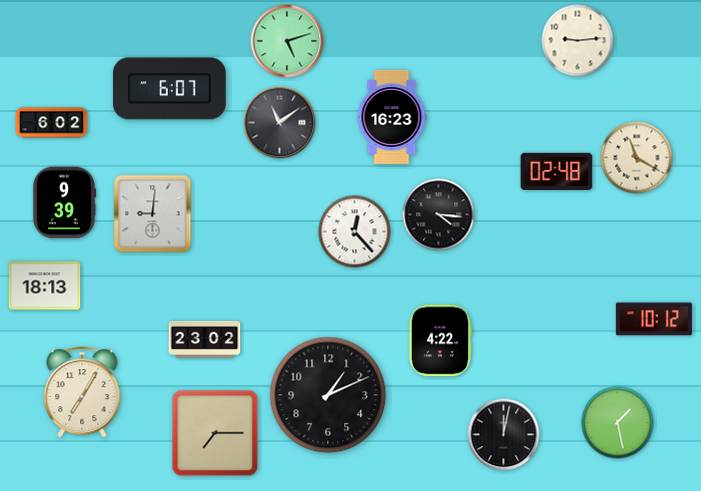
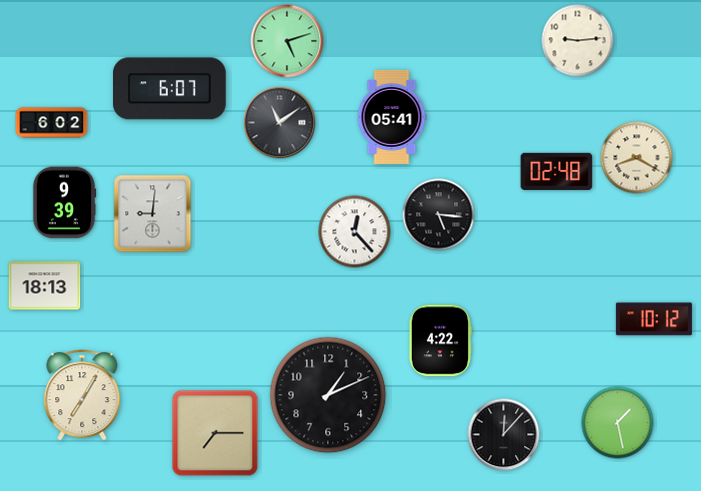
clock at (392, 117): 16:23 -> 05:41
clock at (637, 158): 11:20 -> 8:20
clock at (439, 215): 4:16 -> 5:16
clock at (205, 339): 23:02 -> none
clock at (82, 392) position: (82, 392) -> (82, 395)
clock at (504, 435): 12:02 -> 12:07
